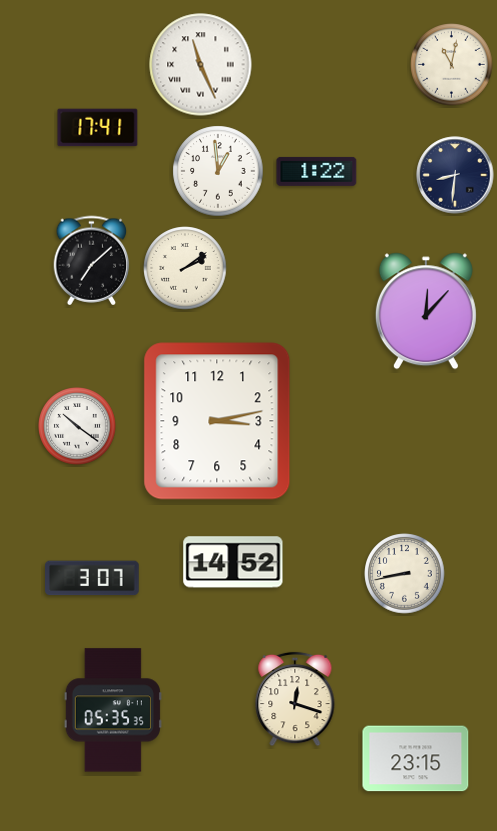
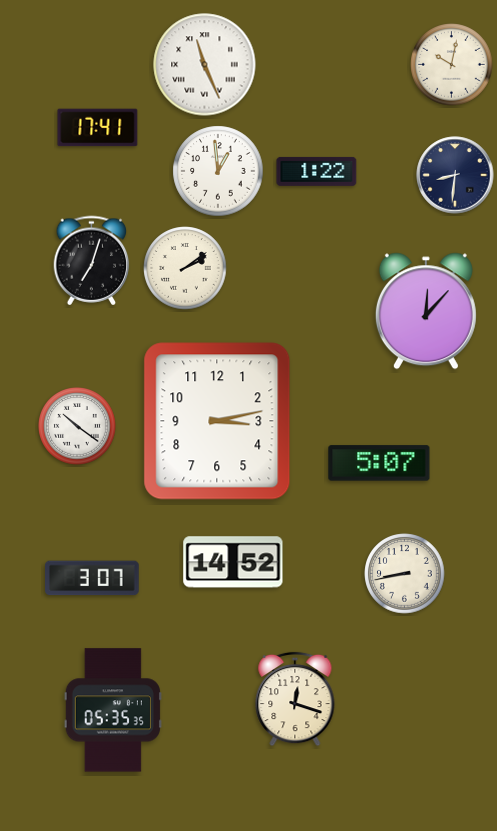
clock at (201, 65) position: (201, 65) -> (205, 65)
clock at (452, 65): 11:02 -> 10:02
clock at (92, 261): 7:08 -> 7:03
clock at (379, 463): none -> 5:07
clock at (416, 759): 23:15 -> none
